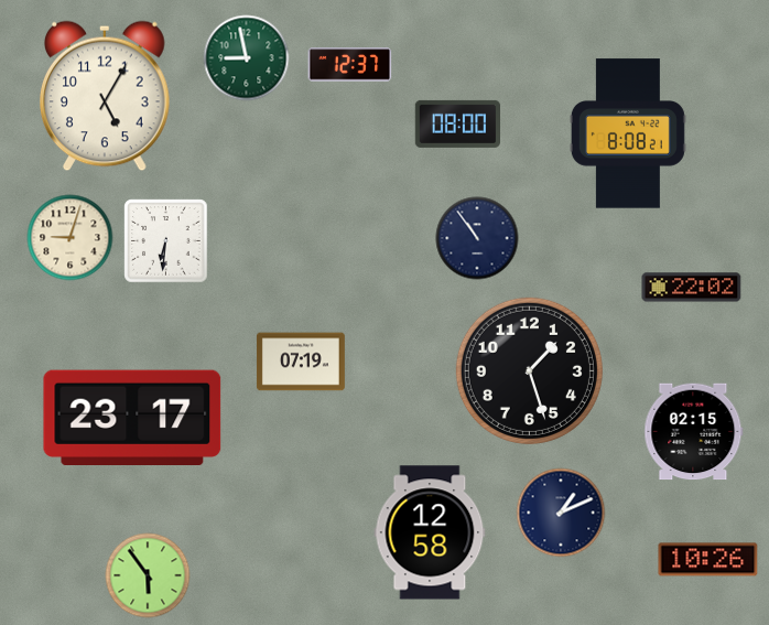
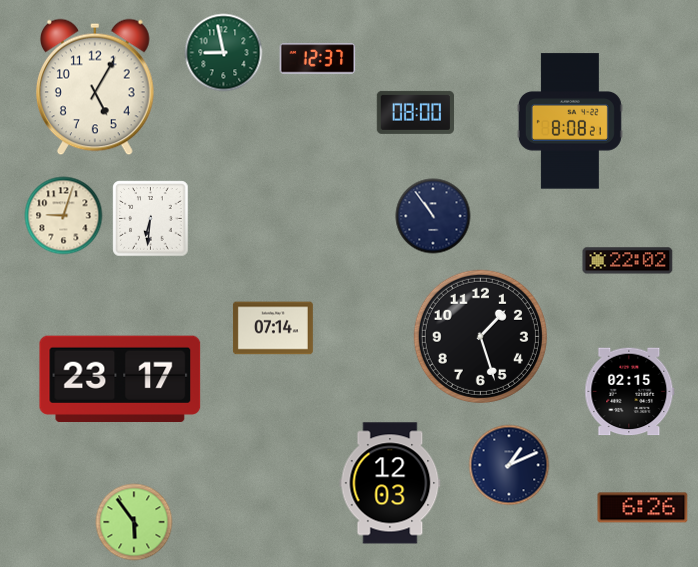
clock at (301, 362): 07:19 -> 07:14
clock at (430, 532): 12:58 -> 12:03
clock at (708, 560): 10:26 -> 6:26
